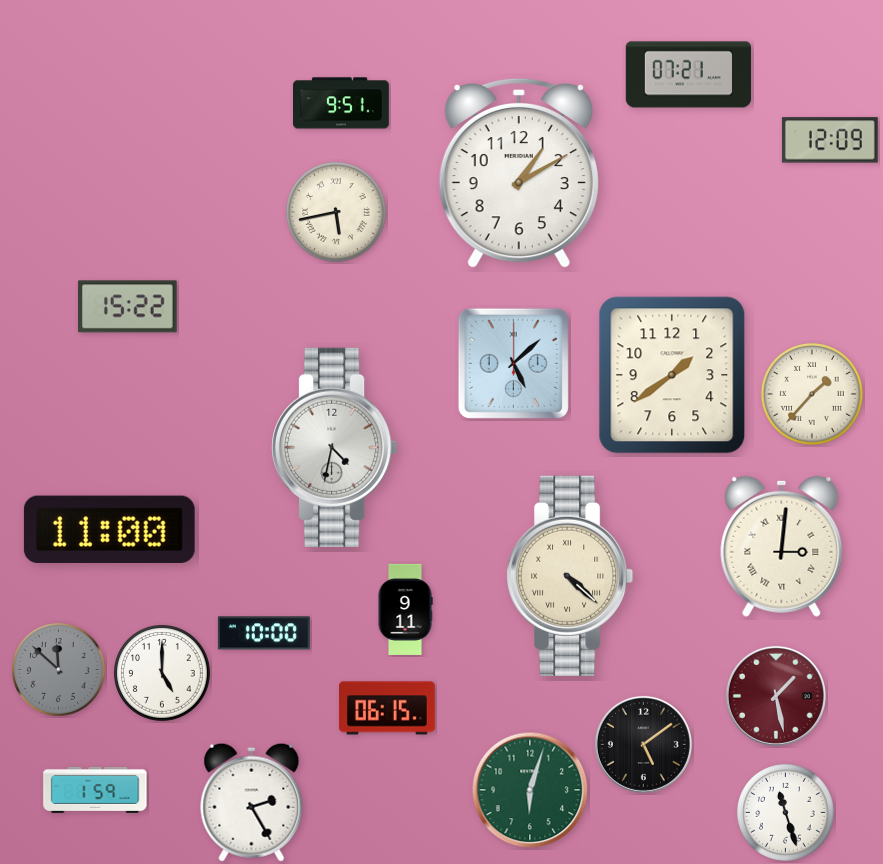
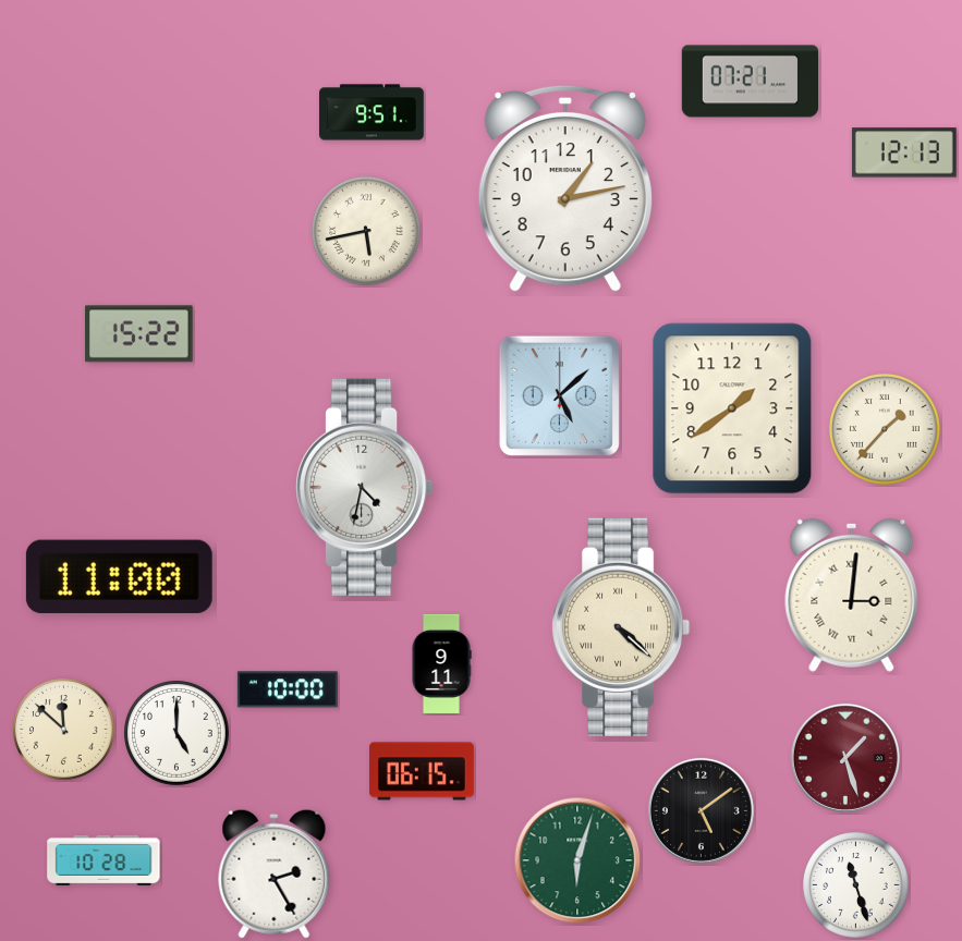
clock at (830, 140): 12:09 -> 12:13
clock at (519, 173): 1:10 -> 1:13
clock at (59, 670) dial: grey -> cream
clock at (776, 696): 1:28 -> 1:27
clock at (95, 790): 1:59 -> 10:28
